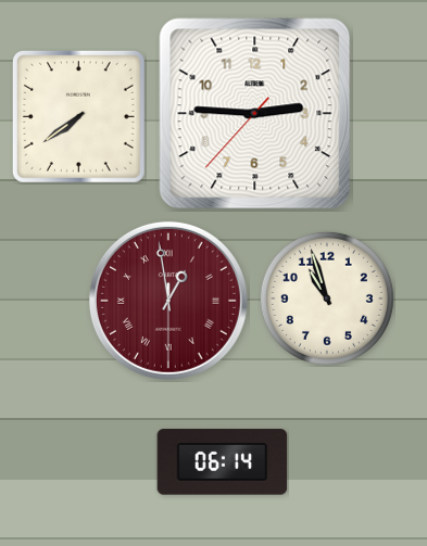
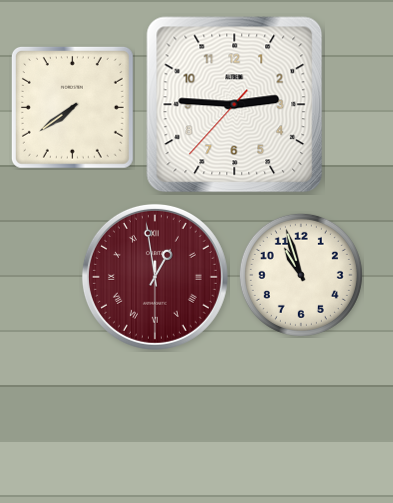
clock at (223, 462): 06:14 -> none
